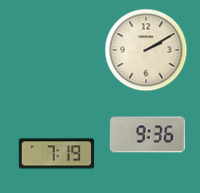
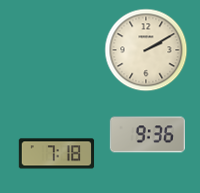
clock at (57, 154): 7:19 -> 7:18
